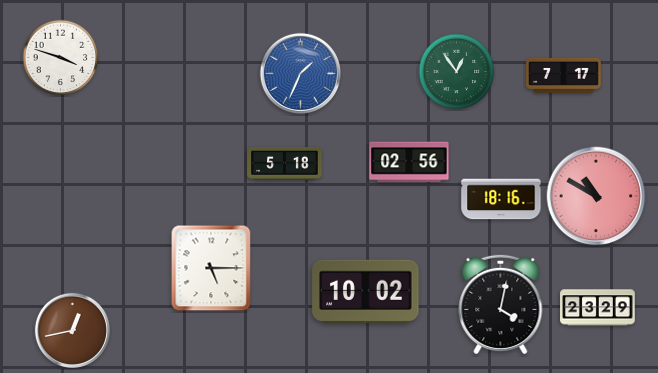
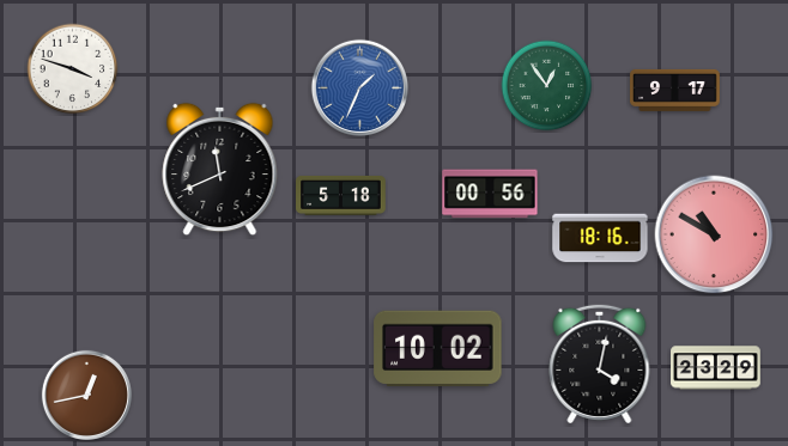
clock at (564, 75): 7:17 -> 9:17
clock at (220, 170): none -> 11:41
clock at (409, 162): 02:56 -> 00:56
clock at (211, 268): 5:15 -> none
